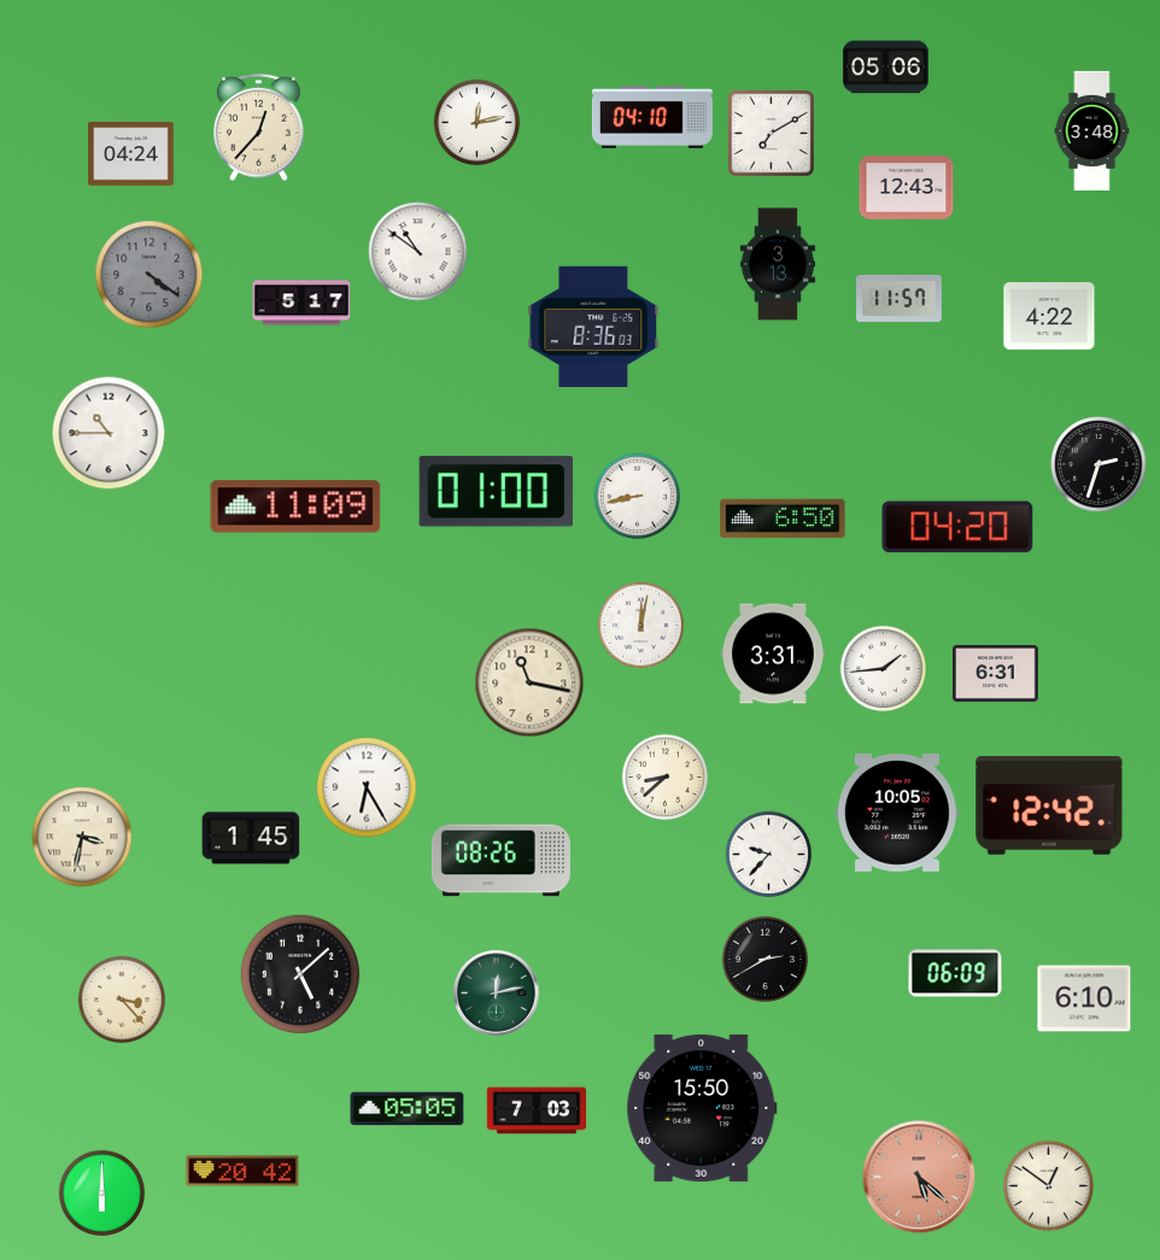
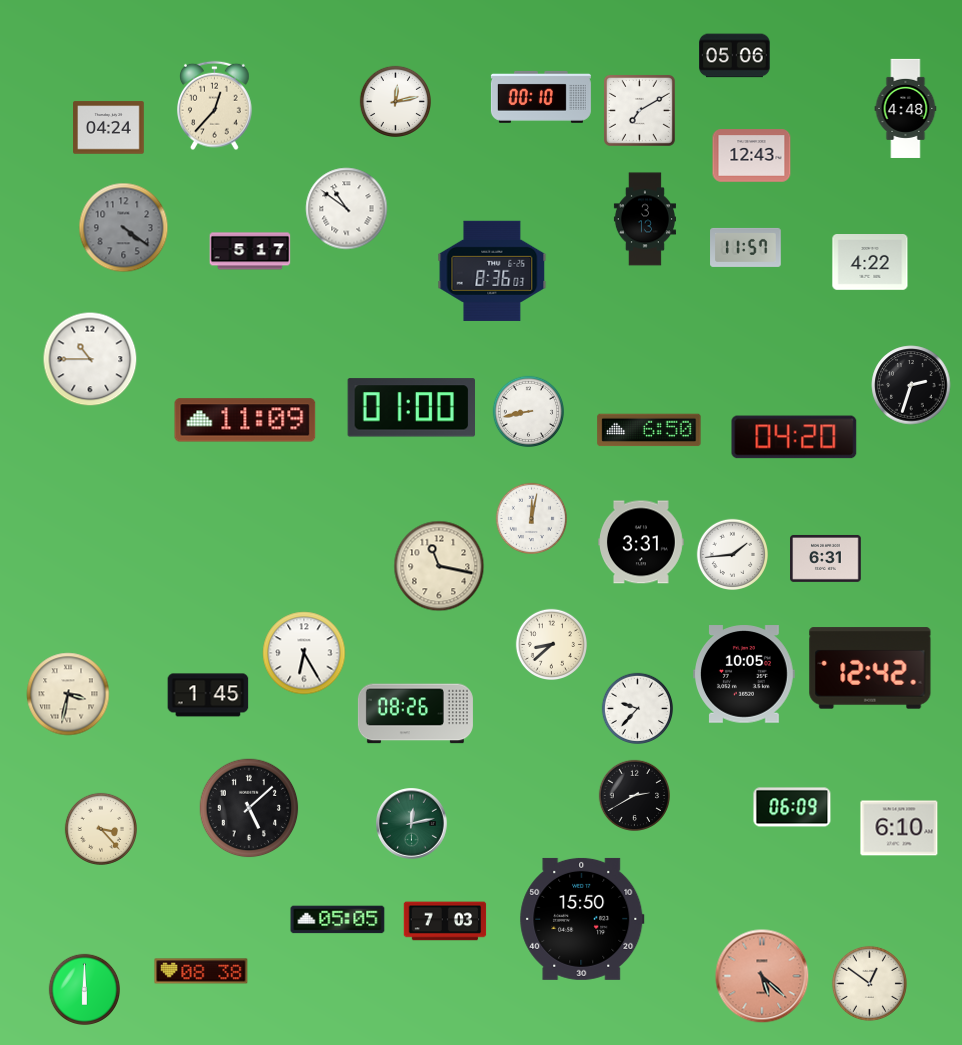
clock at (652, 117): 04:10 -> 00:10
clock at (1092, 130): 3:48 -> 4:48
clock at (242, 1171): 20:42 -> 08:38
